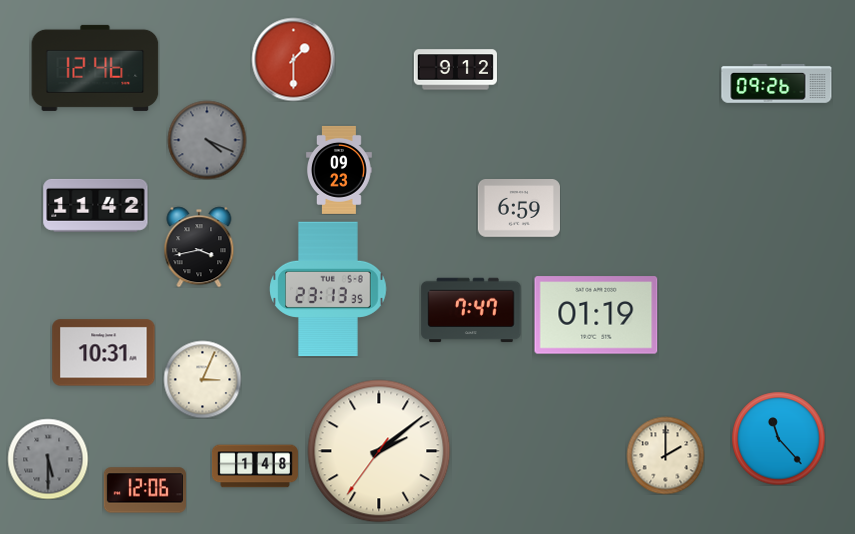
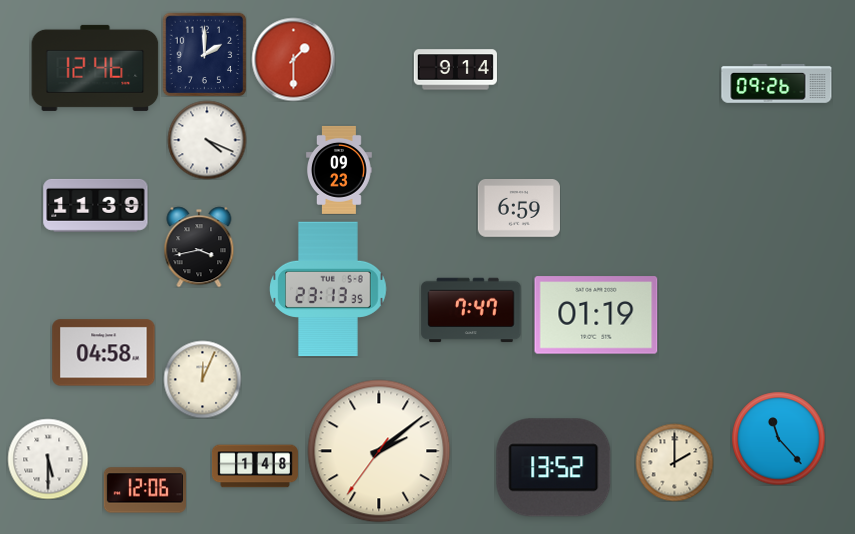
clock at (204, 54): none -> 2:00
clock at (455, 70): 9:12 -> 9:14
clock at (207, 140) dial: grey -> white
clock at (96, 205): 11:42 -> 11:39
clock at (104, 353): 10:31 -> 04:58
clock at (202, 379): 3:04 -> 12:04
clock at (665, 455) position: (665, 455) -> (674, 462)
clock at (48, 459) dial: grey -> white
clock at (554, 468): none -> 13:52
